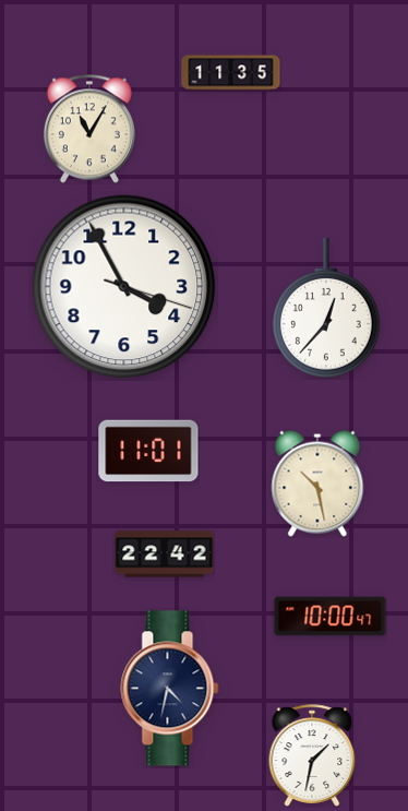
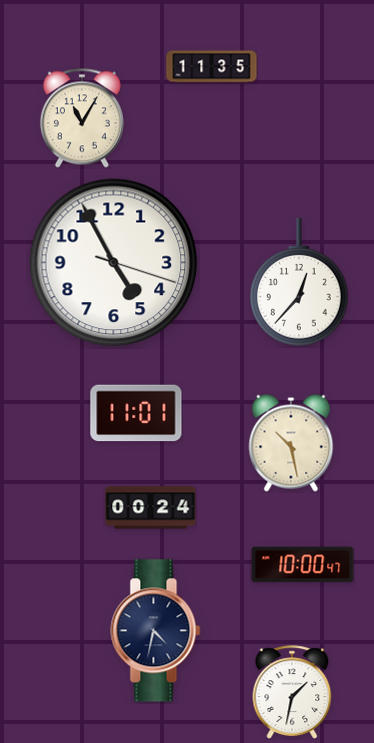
clock at (124, 287): 3:55 -> 4:55
clock at (165, 554): 22:42 -> 00:24
clock at (312, 755) position: (312, 755) -> (292, 692)
